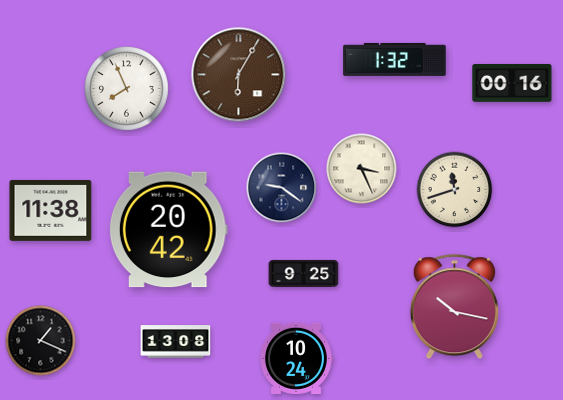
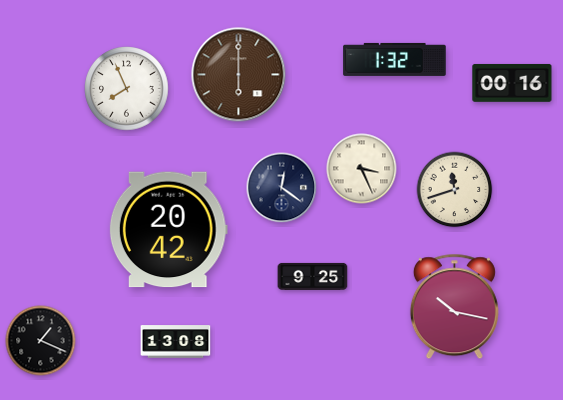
clock at (239, 75): 6:05 -> 6:00
clock at (282, 188): 9:21 -> 12:21
clock at (51, 210): 11:38 -> none
clock at (304, 273) position: (304, 273) -> (313, 276)
clock at (296, 358): 10:24 -> none
